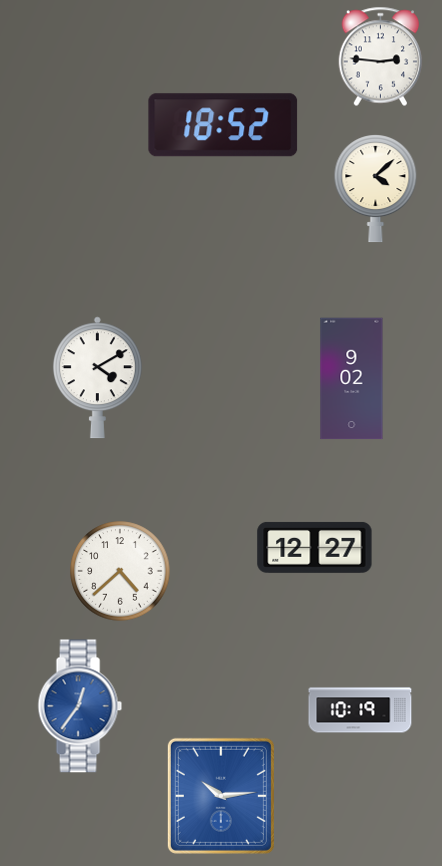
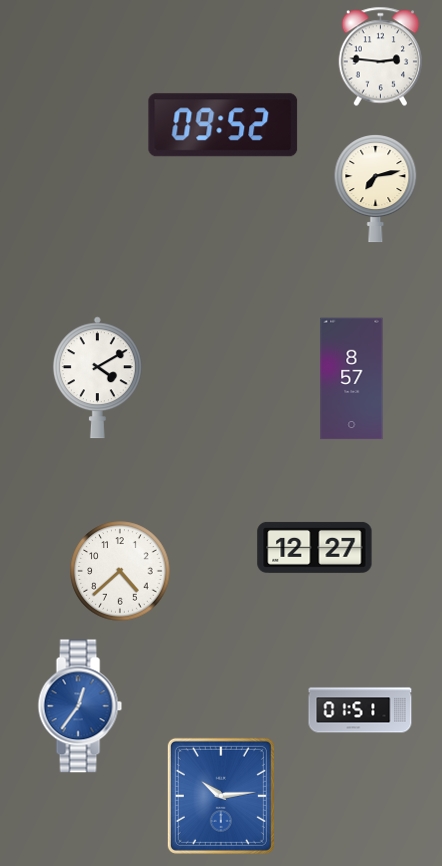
clock at (223, 125): 18:52 -> 09:52
clock at (376, 189): 4:08 -> 7:13
clock at (352, 379): 9:02 -> 8:57
clock at (360, 710): 10:19 -> 01:51
